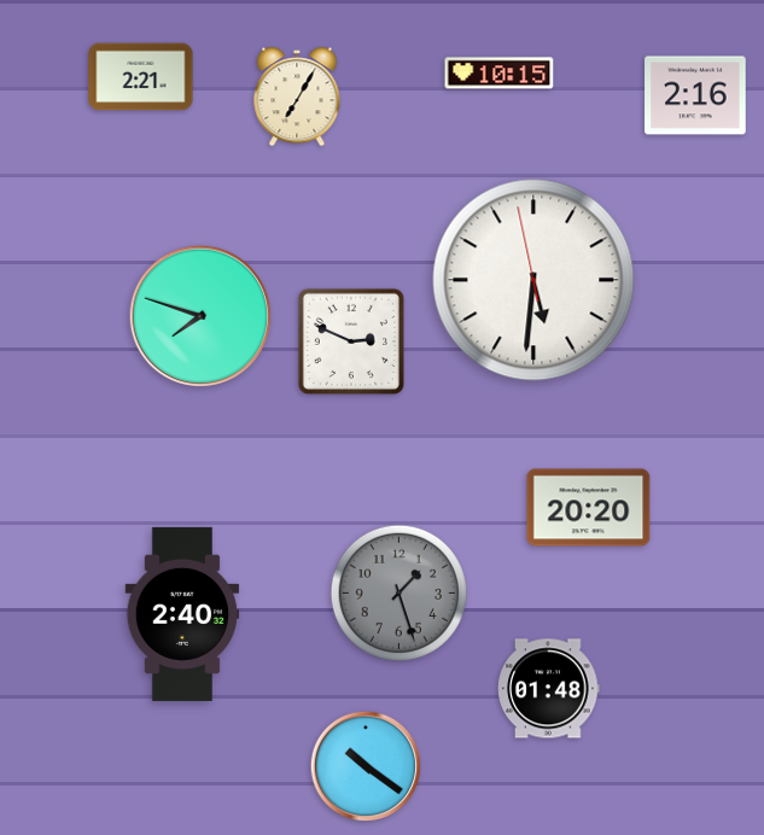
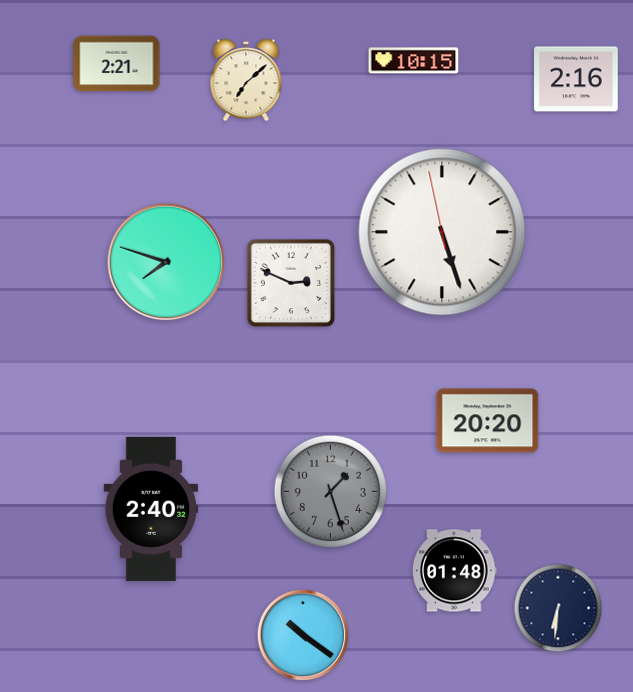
clock at (297, 97): 7:05 -> 7:08
clock at (533, 280): 5:30 -> 5:26
clock at (558, 608): none -> 6:31
